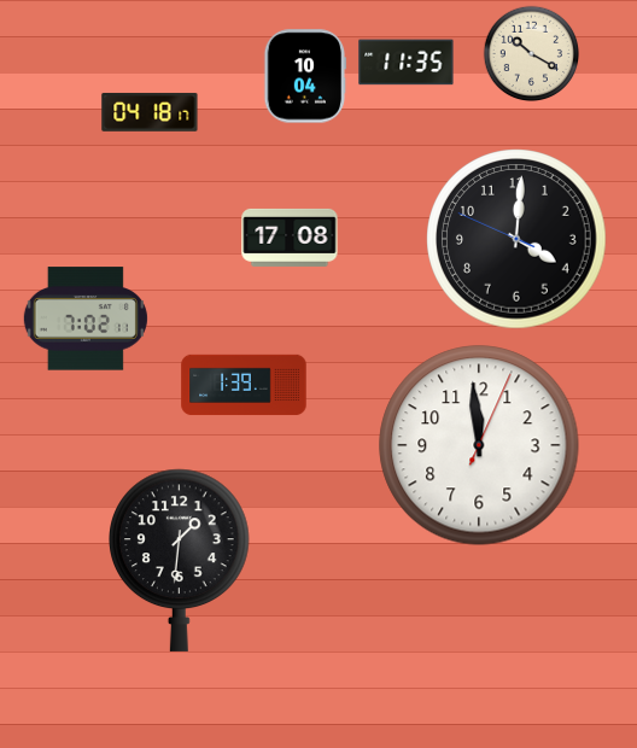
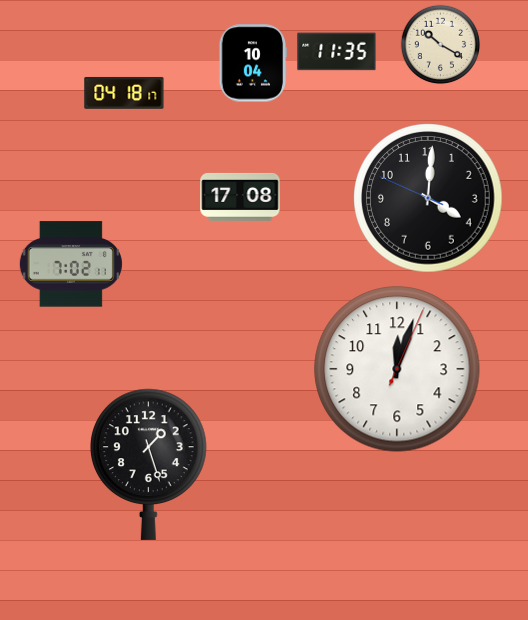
clock at (244, 385): 1:39 -> none
clock at (479, 445): 11:59 -> 12:03
clock at (180, 560): 1:31 -> 1:27
